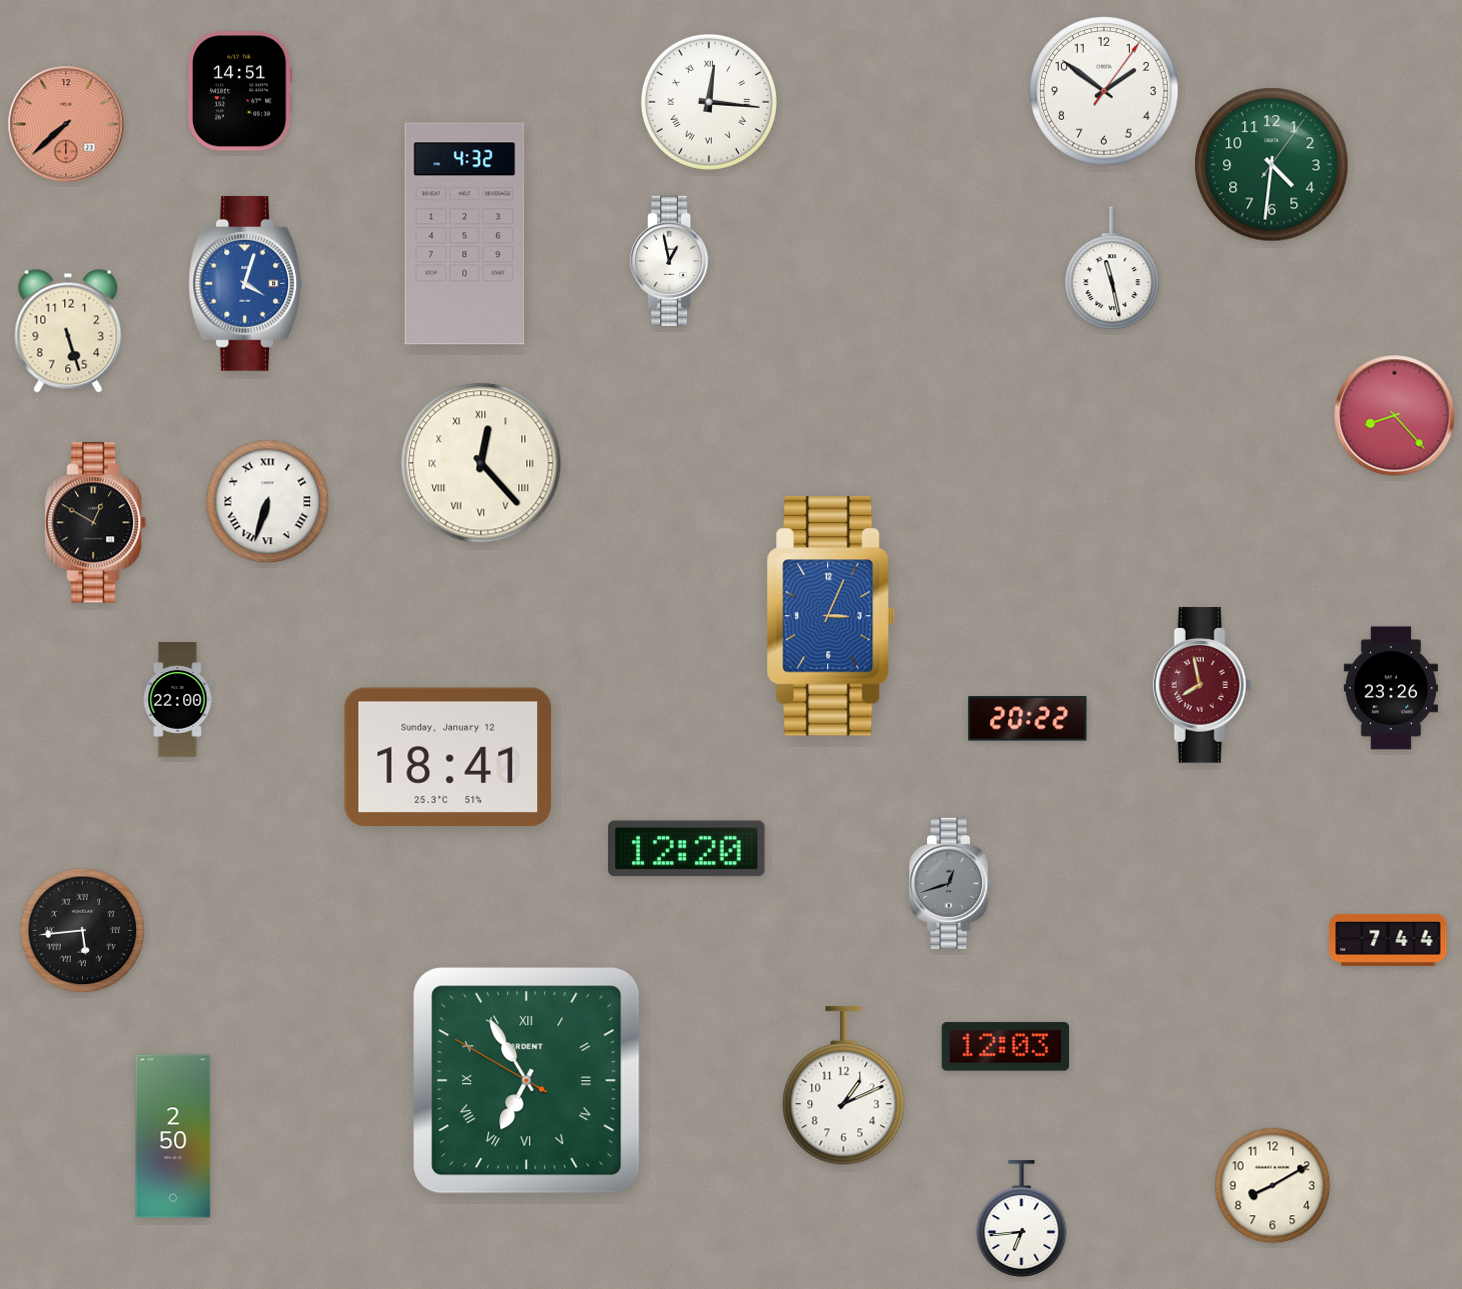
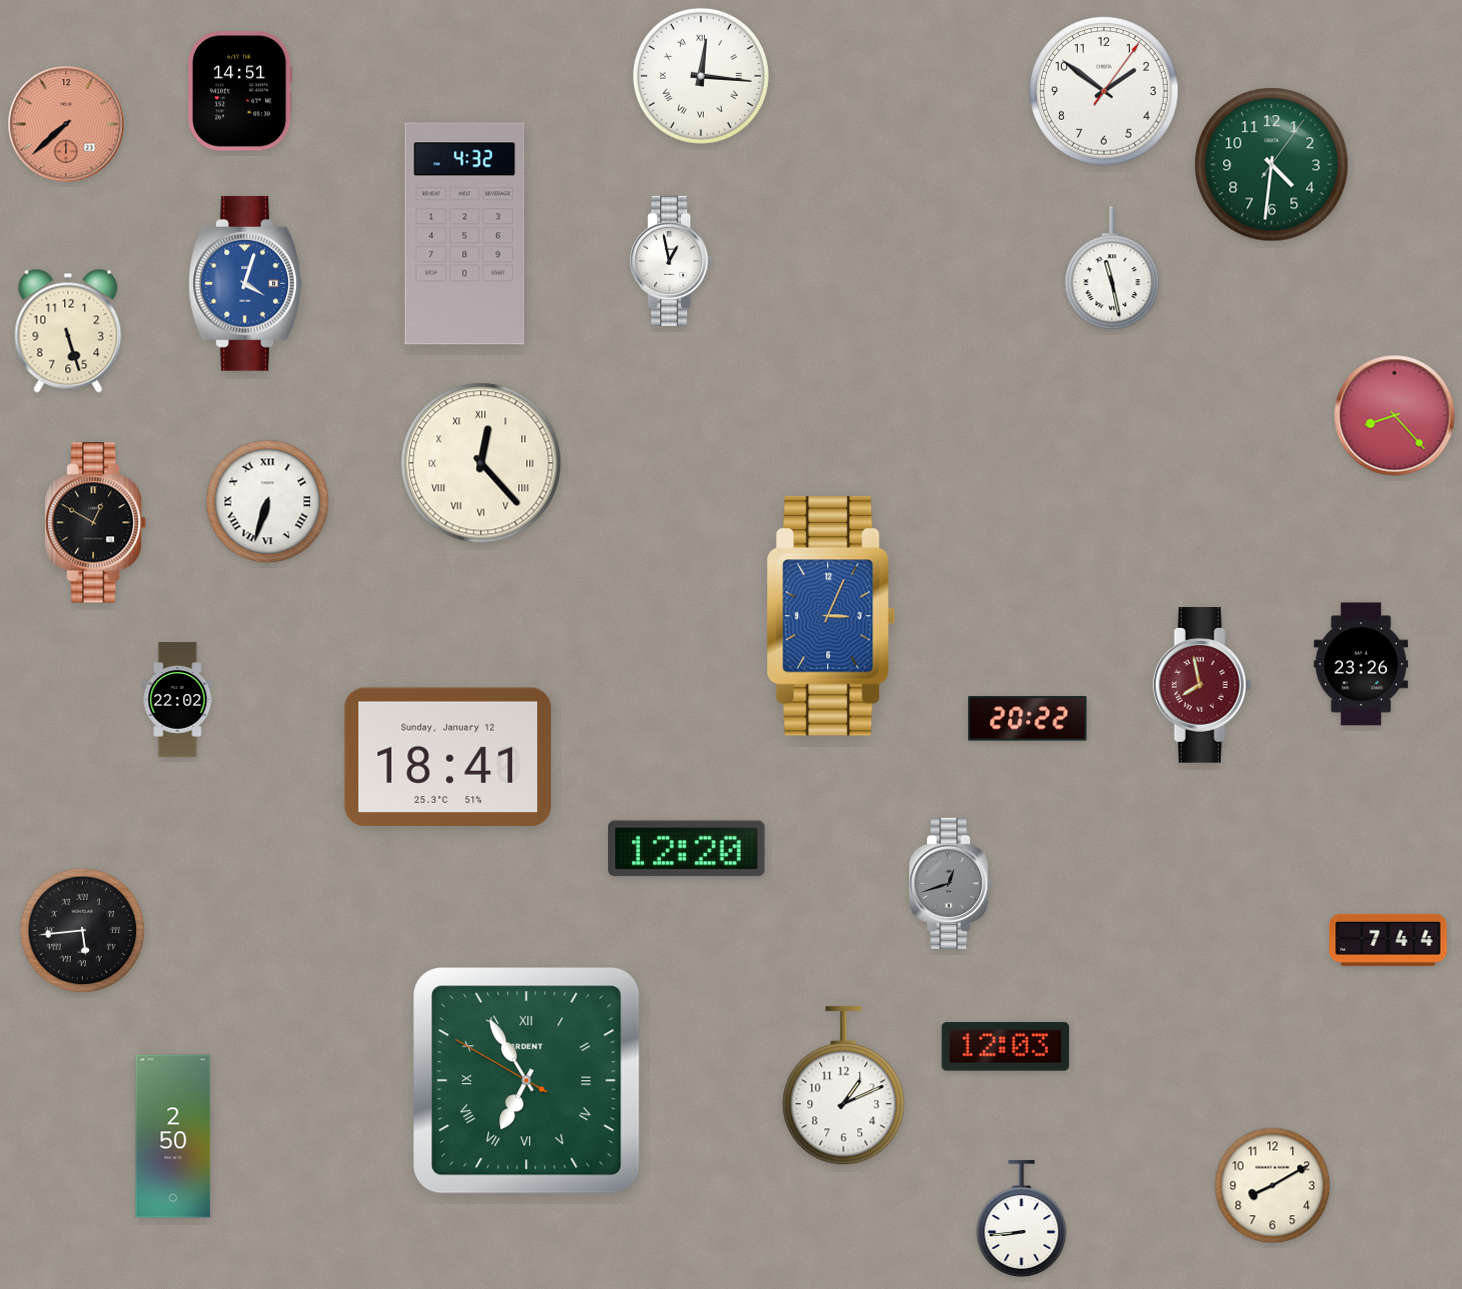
clock at (709, 102) position: (709, 102) -> (701, 76)
clock at (1391, 688) position: (1391, 688) -> (1361, 664)
clock at (178, 700): 22:00 -> 22:02
clock at (1022, 1219): 6:44 -> 8:44
